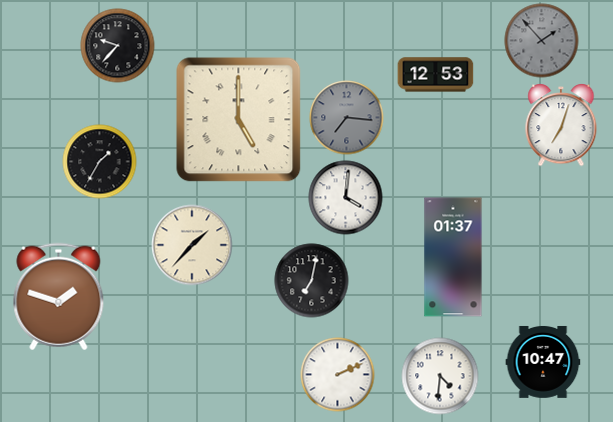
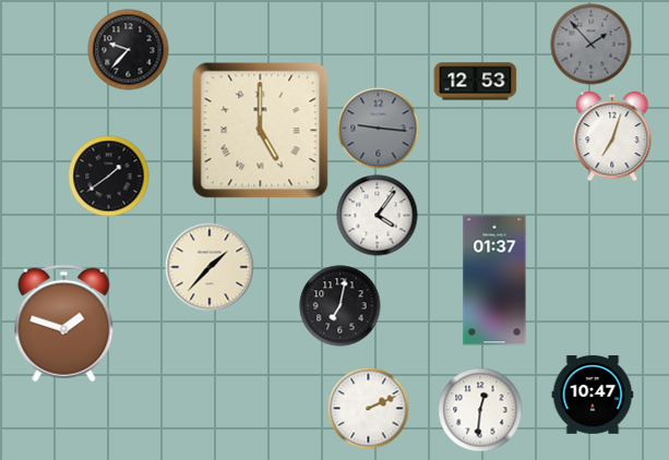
clock at (347, 118): 7:16 -> 9:16
clock at (100, 162): 1:35 -> 1:39
clock at (346, 198): 4:01 -> 4:06
clock at (440, 376): 4:31 -> 12:31
